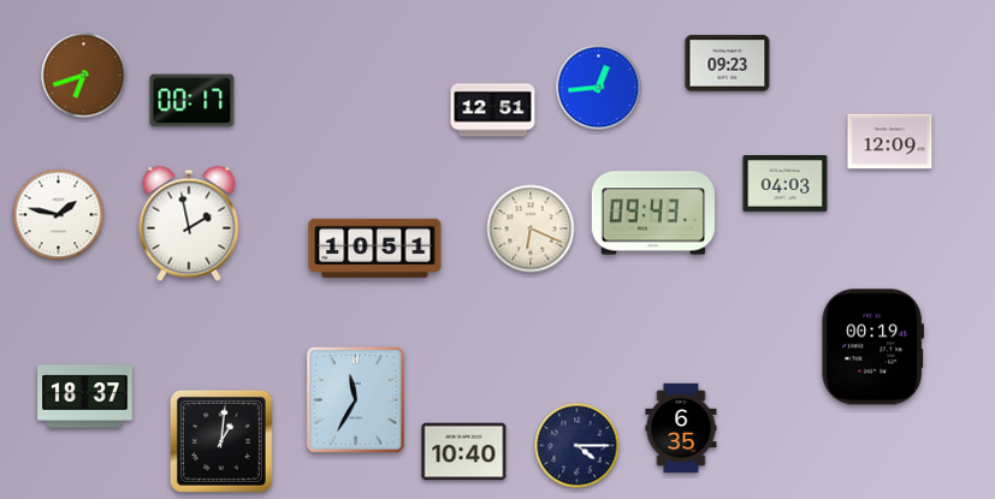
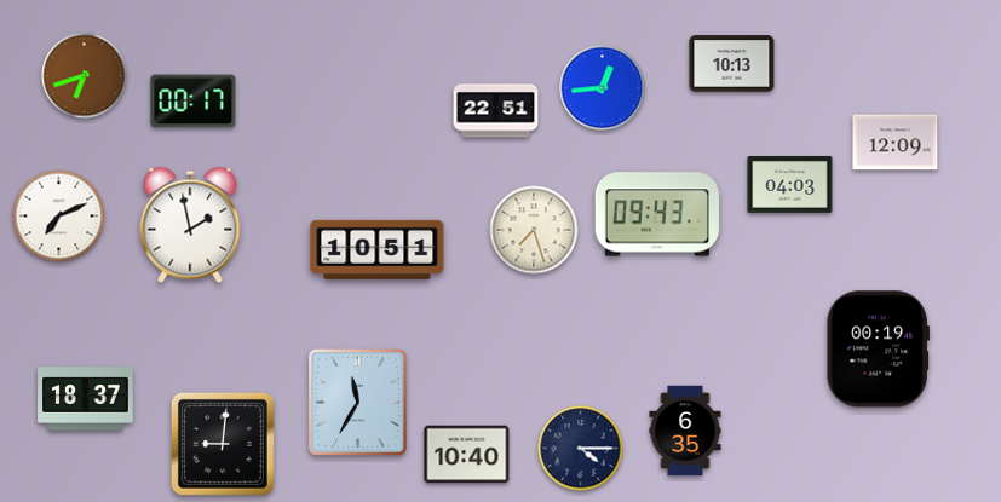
clock at (728, 64): 09:23 -> 10:13
clock at (493, 111): 12:51 -> 22:51
clock at (59, 215): 1:47 -> 7:11
clock at (531, 228): 6:19 -> 7:27
clock at (221, 441): 1:01 -> 9:01
